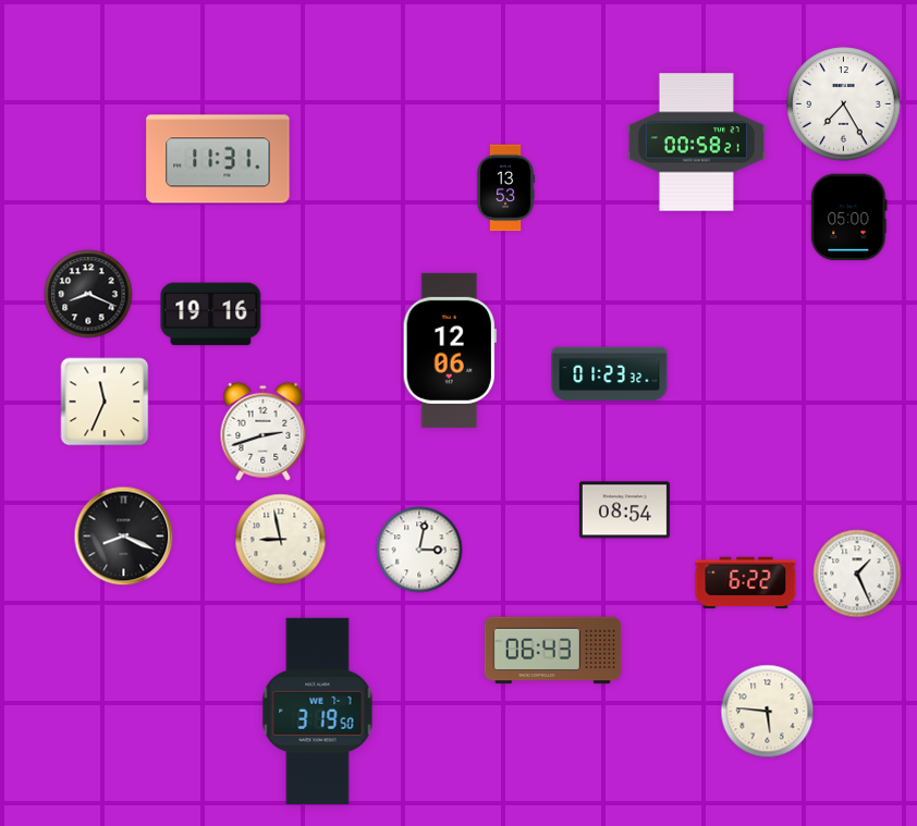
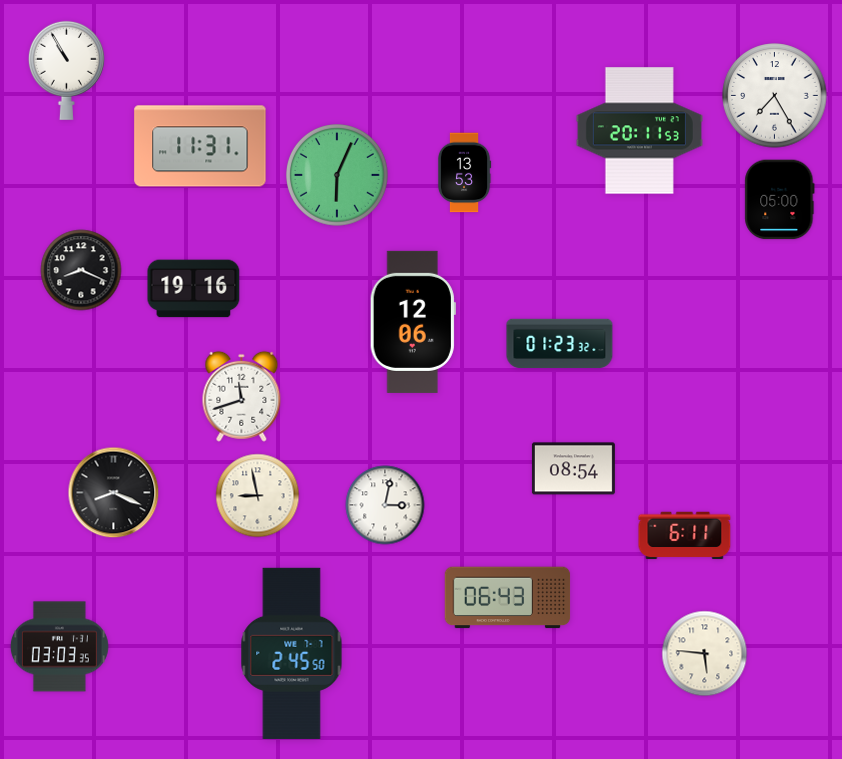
clock at (66, 70): none -> 10:55
clock at (696, 143): 00:58 -> 20:11
clock at (338, 176): none -> 6:04
clock at (105, 402): 11:34 -> none
clock at (264, 431): 2:42 -> 11:42
clock at (857, 574): 1:26 -> none
clock at (746, 583): 6:22 -> 6:11
clock at (59, 647): none -> 03:03
clock at (318, 711): 3:19 -> 2:45
